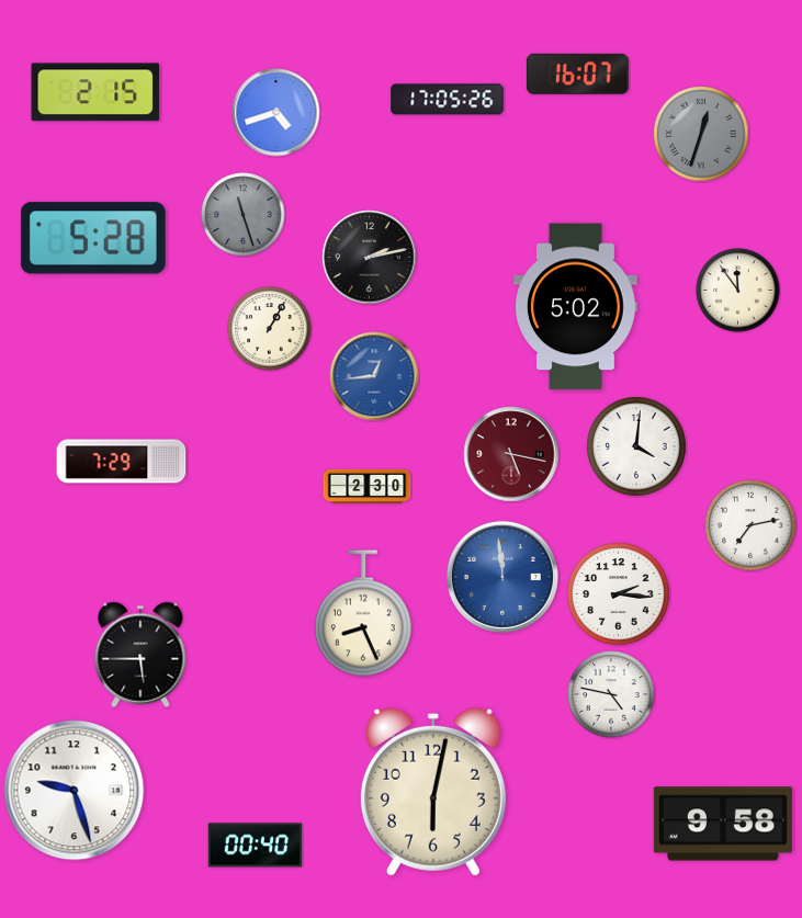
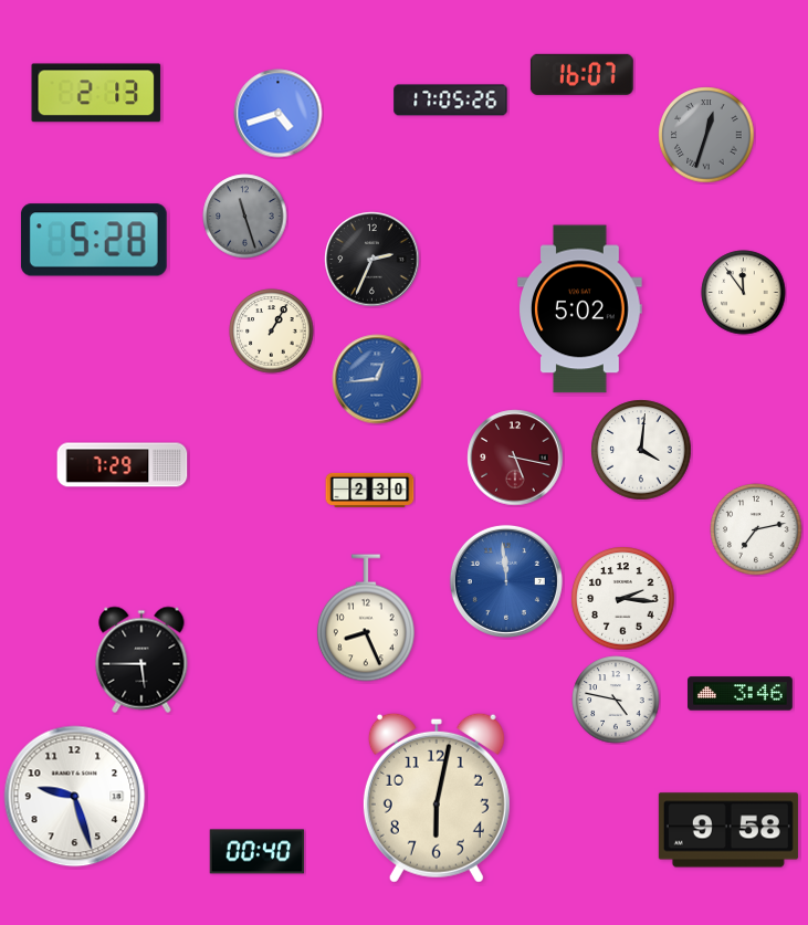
clock at (95, 92): 2:15 -> 2:13
clock at (370, 258): 2:13 -> 2:34
clock at (741, 694): none -> 3:46
